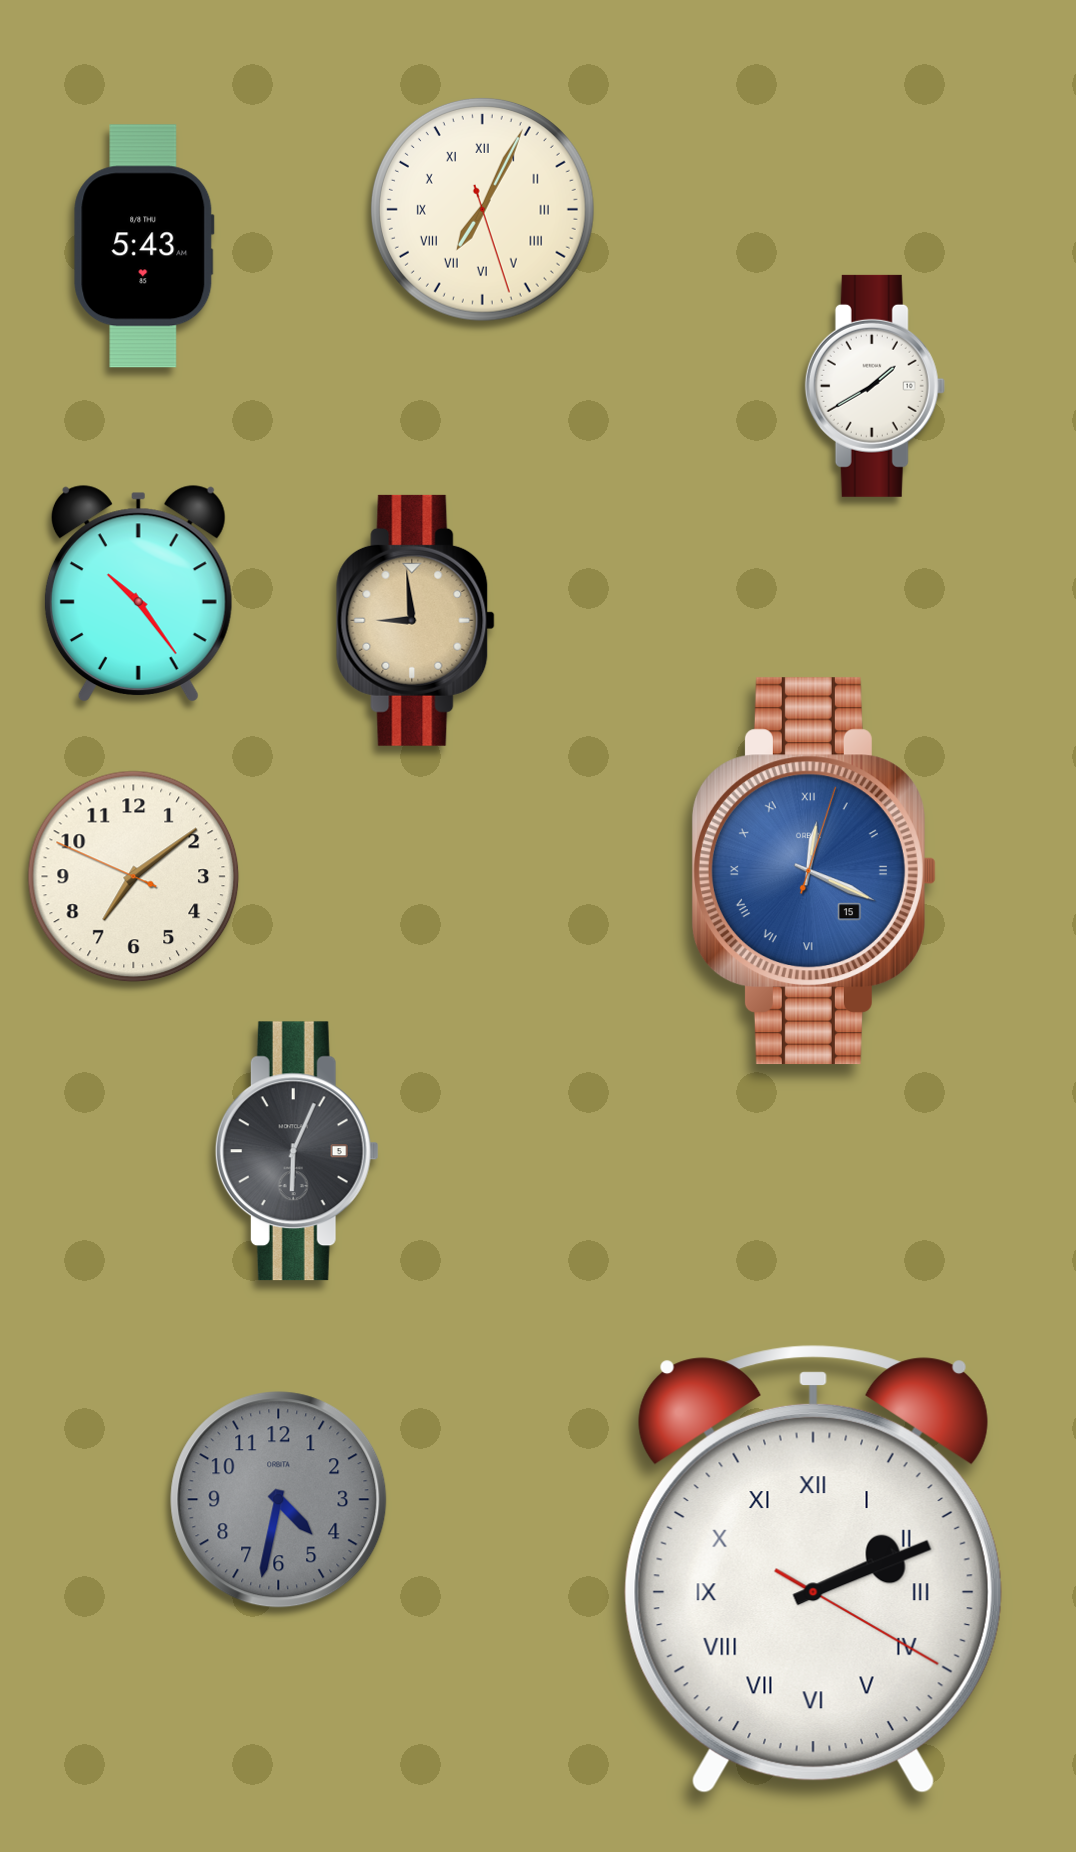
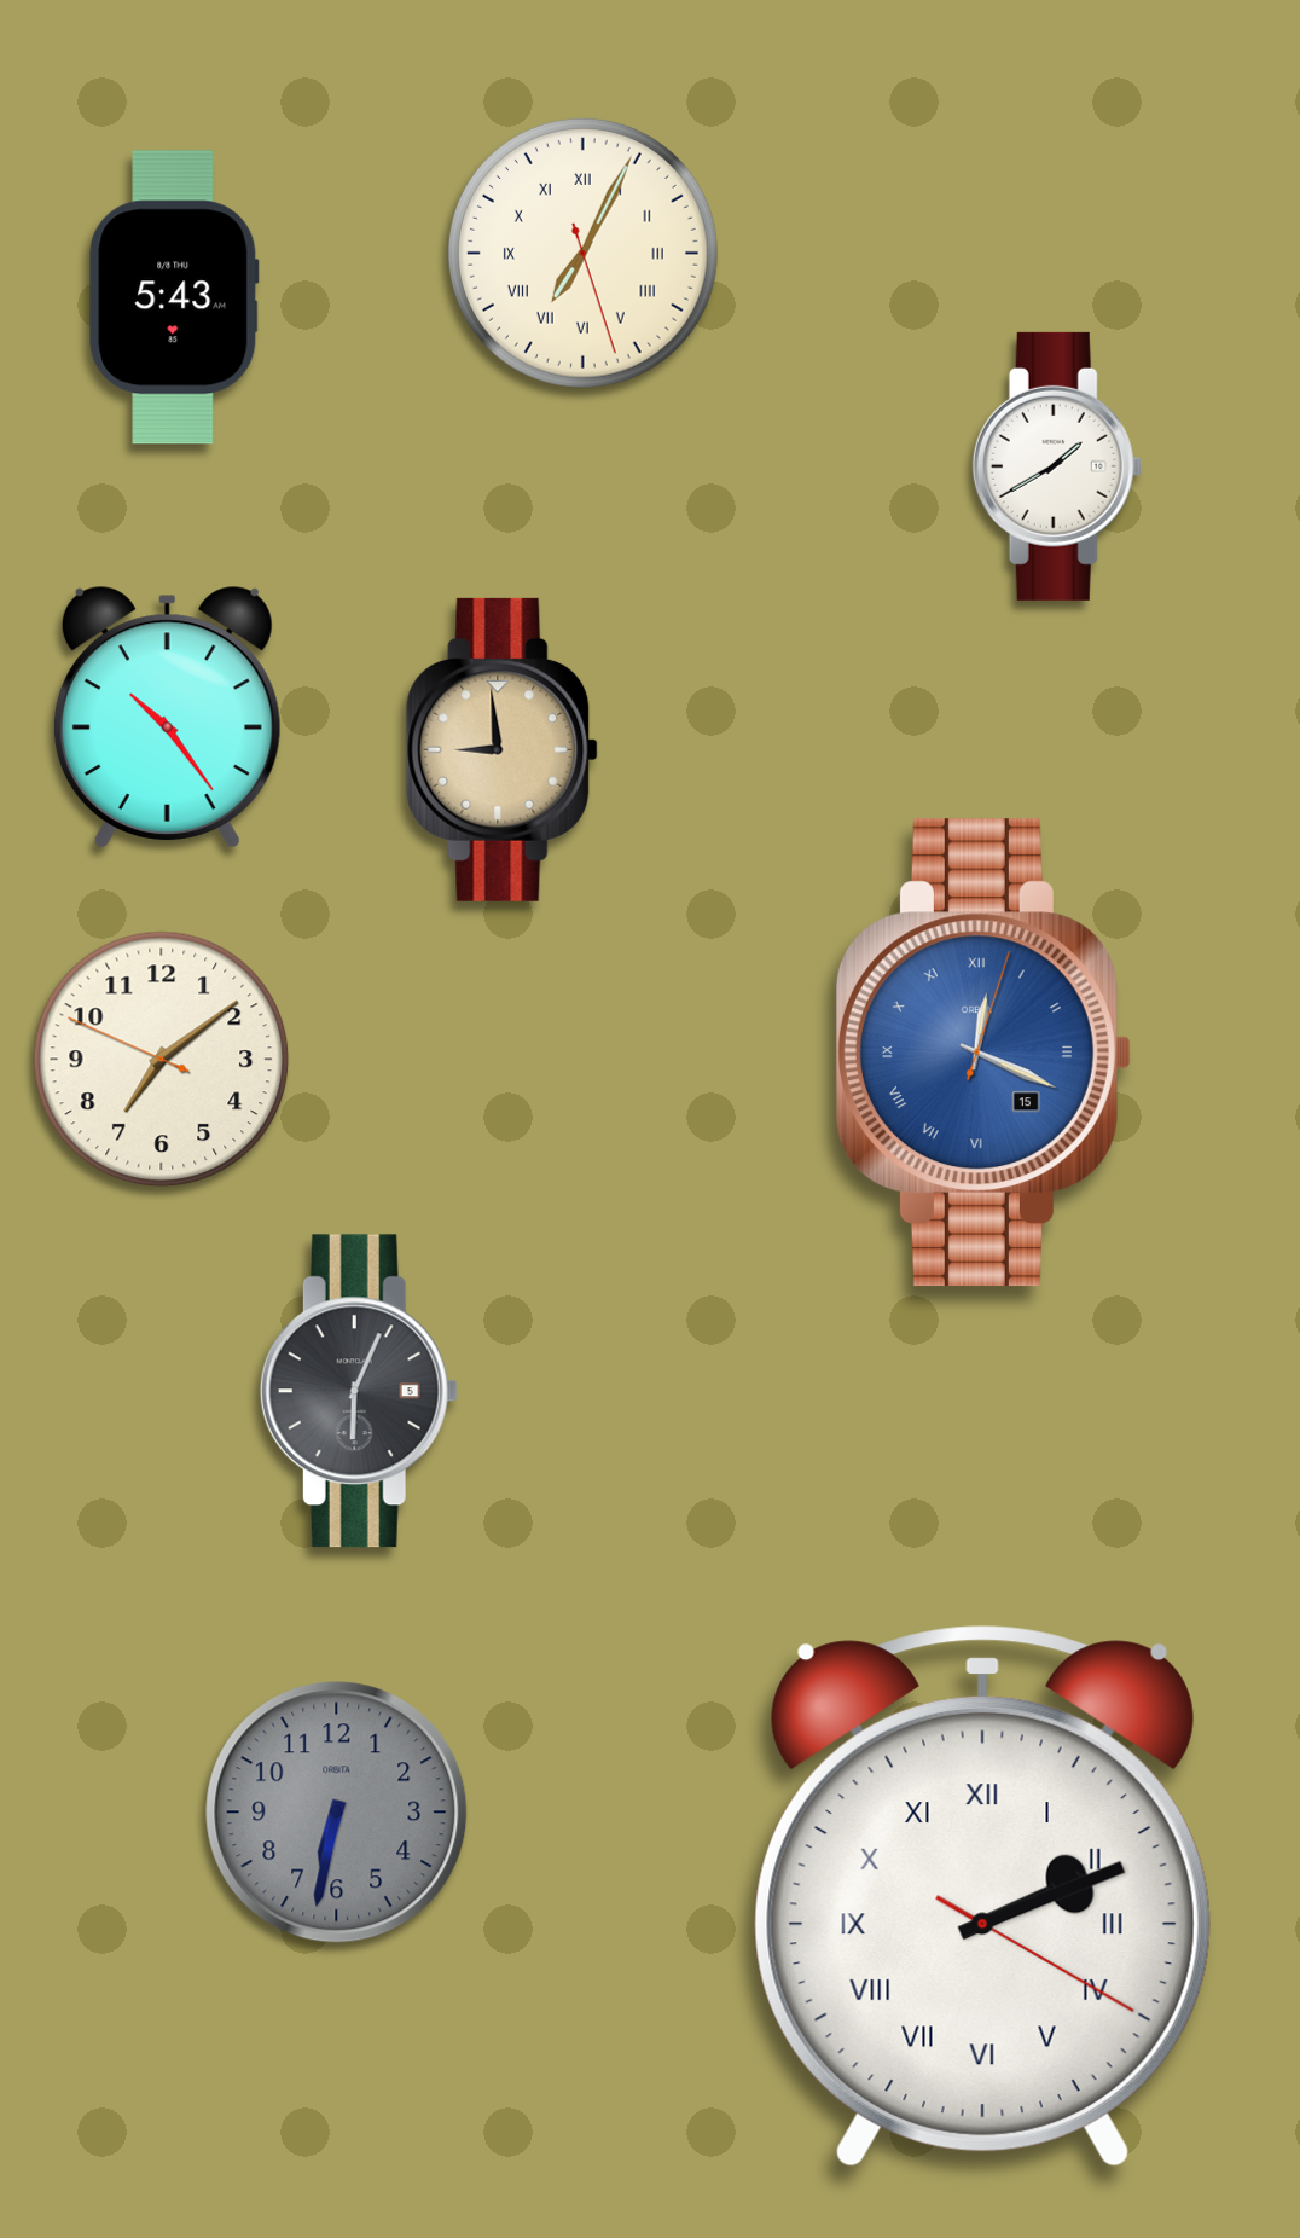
clock at (279, 1500): 4:32 -> 6:32
